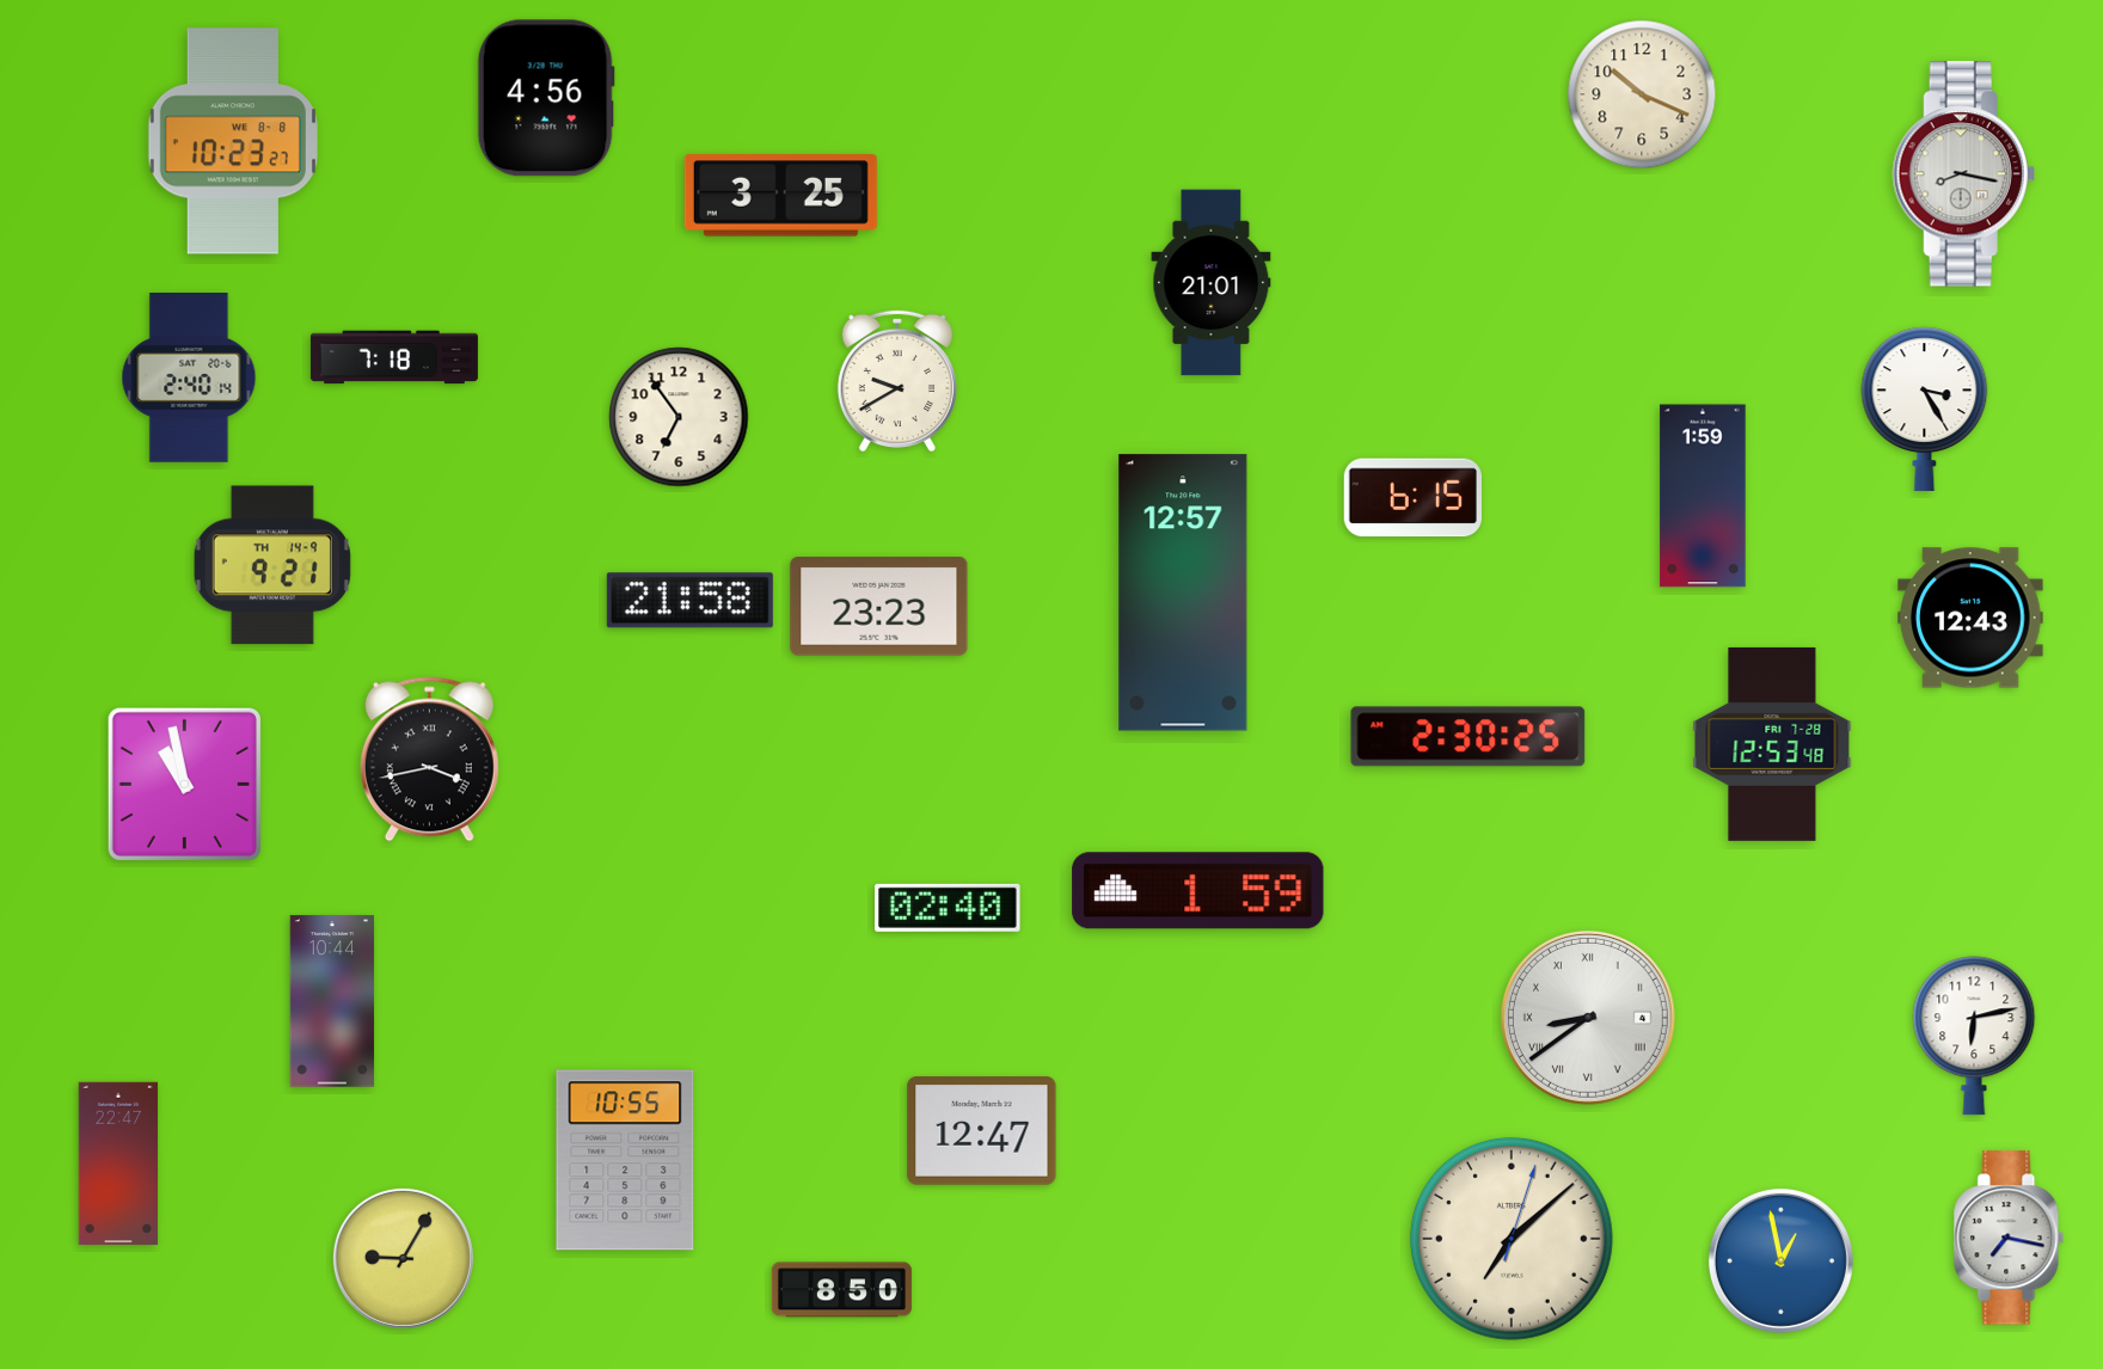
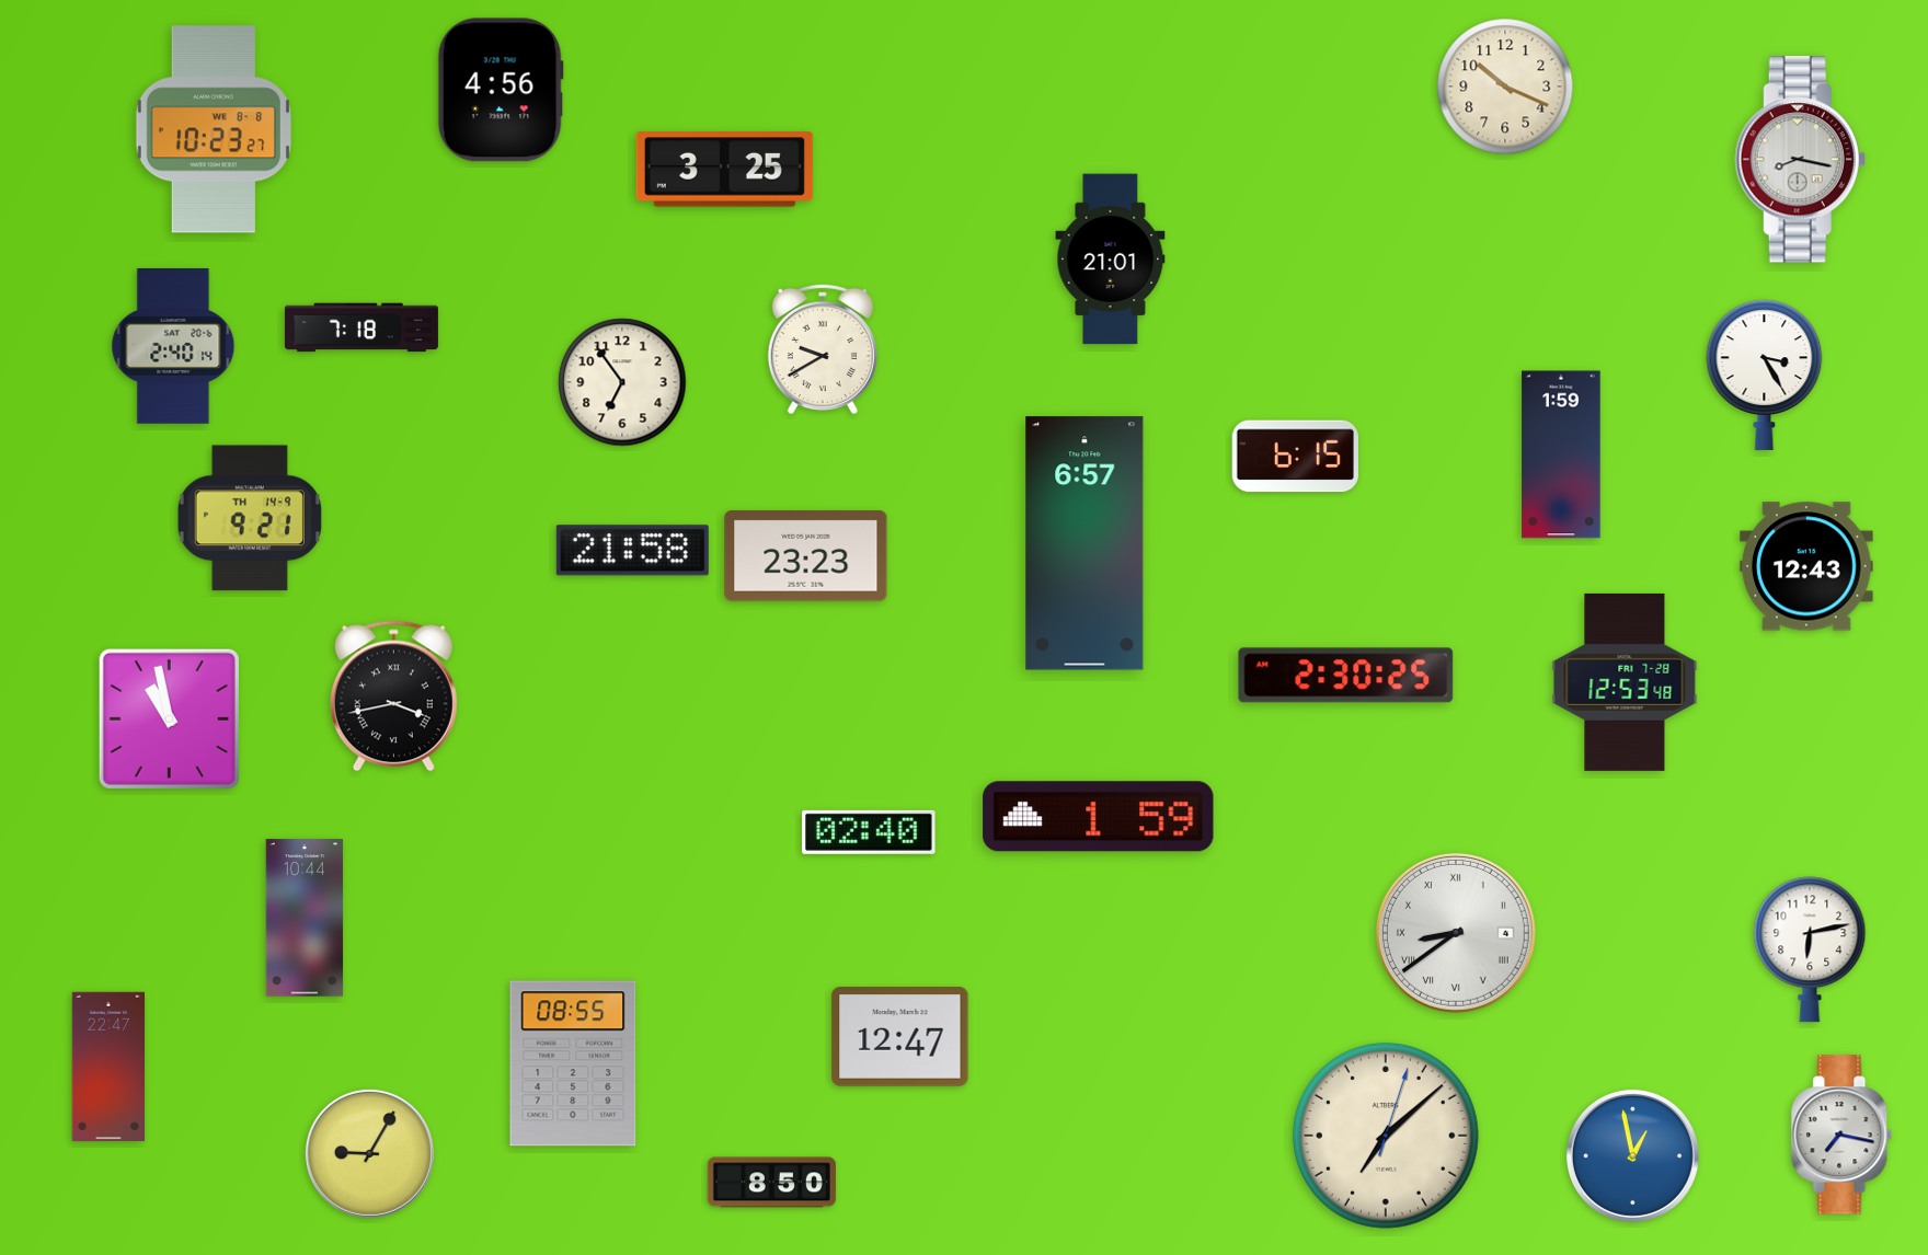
clock at (780, 196) position: (780, 196) -> (724, 170)
clock at (1183, 593): 12:57 -> 6:57
clock at (625, 1160): 10:55 -> 08:55
